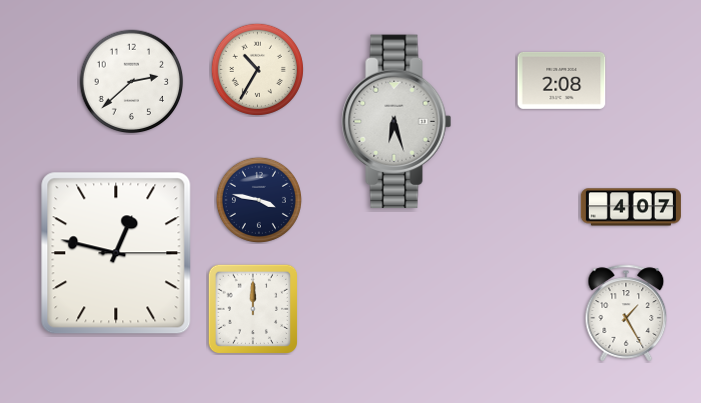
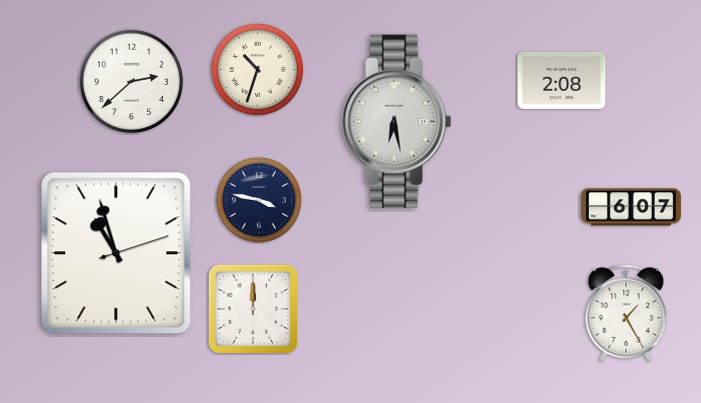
clock at (257, 69): 10:35 -> 10:33
clock at (397, 122): 6:27 -> 6:28
clock at (631, 207): 4:07 -> 6:07
clock at (116, 253): 12:47 -> 10:57
